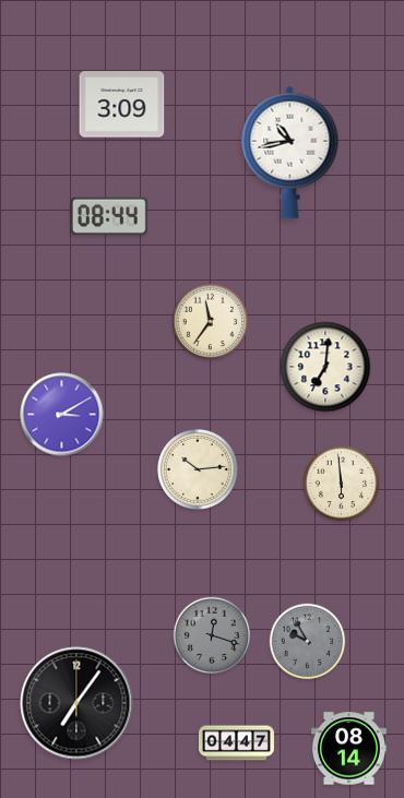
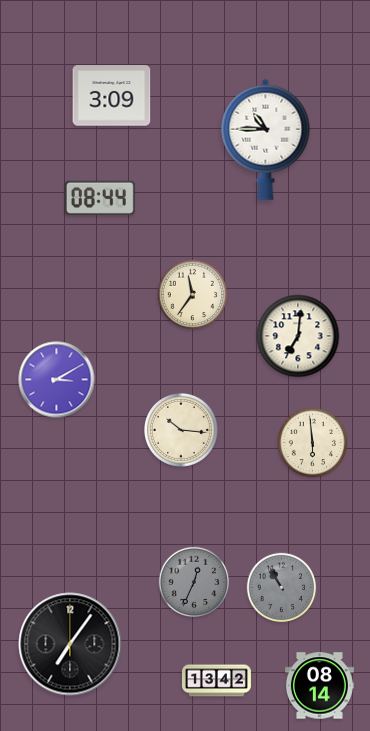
clock at (290, 152): 10:43 -> 10:45
clock at (199, 471): 10:14 -> 10:16
clock at (211, 634): 12:18 -> 12:34
clock at (308, 642): 9:55 -> 10:55
clock at (236, 743): 04:47 -> 13:42
